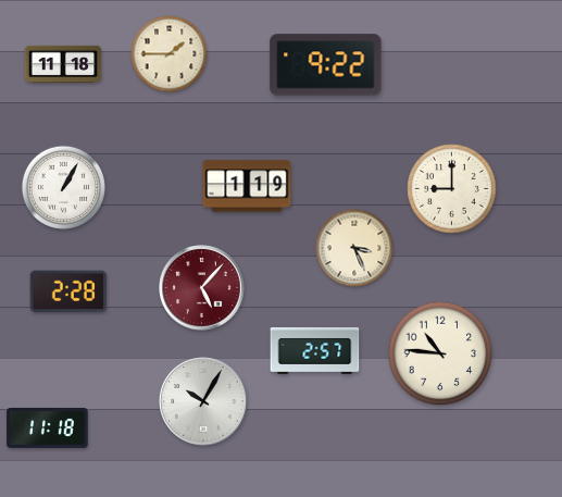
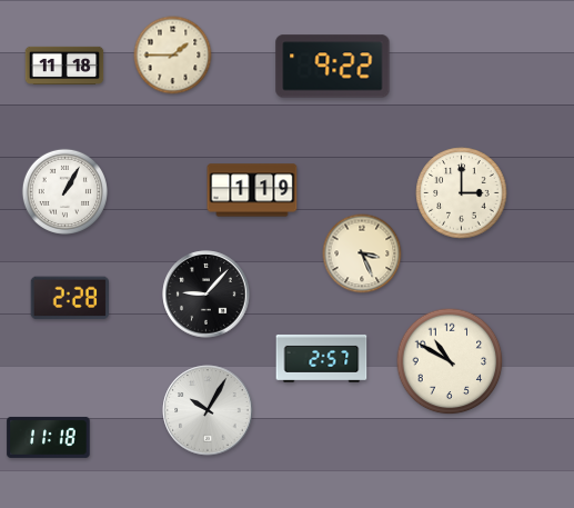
clock at (452, 189): 9:00 -> 3:00
clock at (202, 288): 5:07 -> 9:07
clock at (202, 288) dial: burgundy -> black
clock at (440, 353): 10:46 -> 10:50
